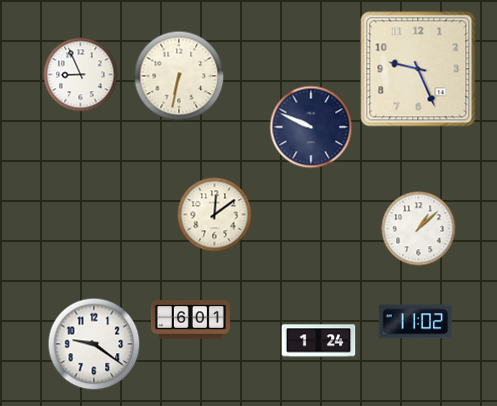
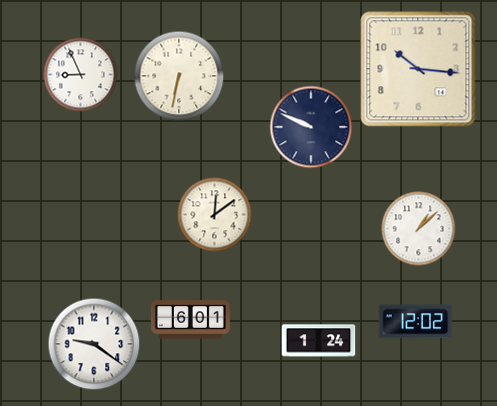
clock at (418, 69): 9:26 -> 10:16
clock at (416, 322): 11:02 -> 12:02
